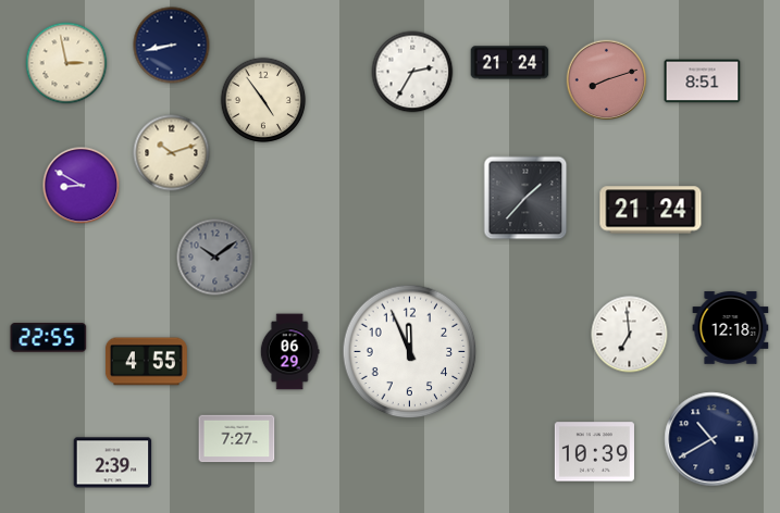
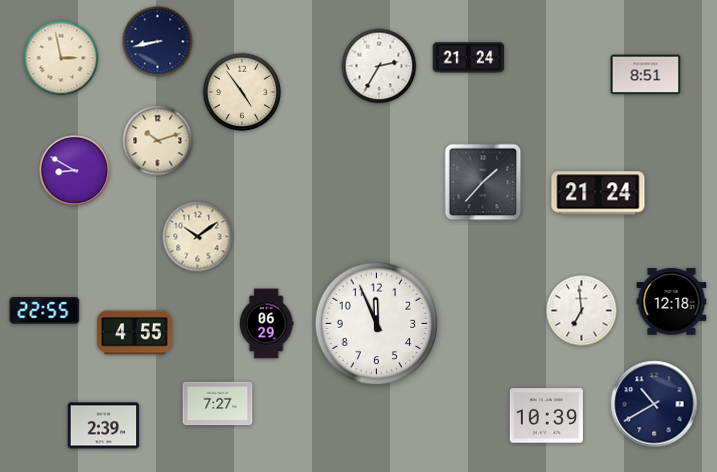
clock at (607, 80): 8:12 -> none
clock at (215, 258) dial: grey -> cream
clock at (630, 335) position: (630, 335) -> (582, 311)
